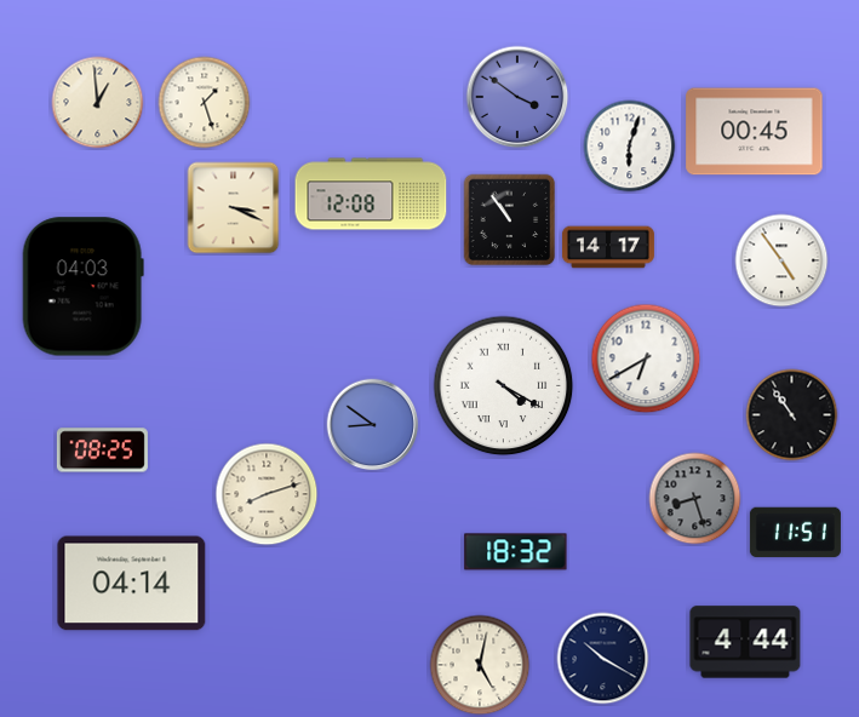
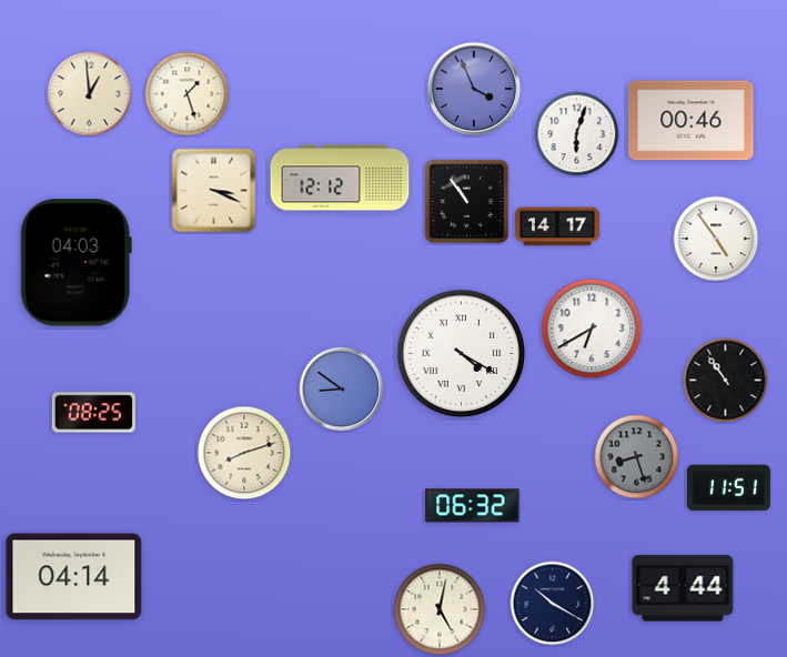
clock at (517, 97): 3:51 -> 3:56
clock at (755, 132): 00:45 -> 00:46
clock at (371, 194): 12:08 -> 12:12
clock at (516, 552): 18:32 -> 06:32
clock at (132, 584) position: (132, 584) -> (74, 577)
